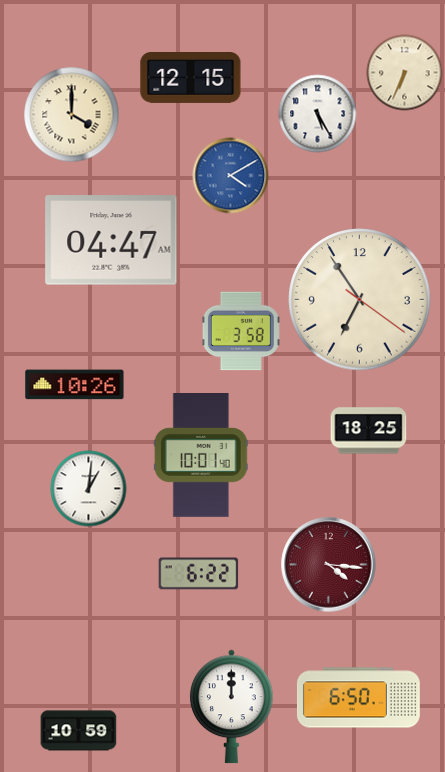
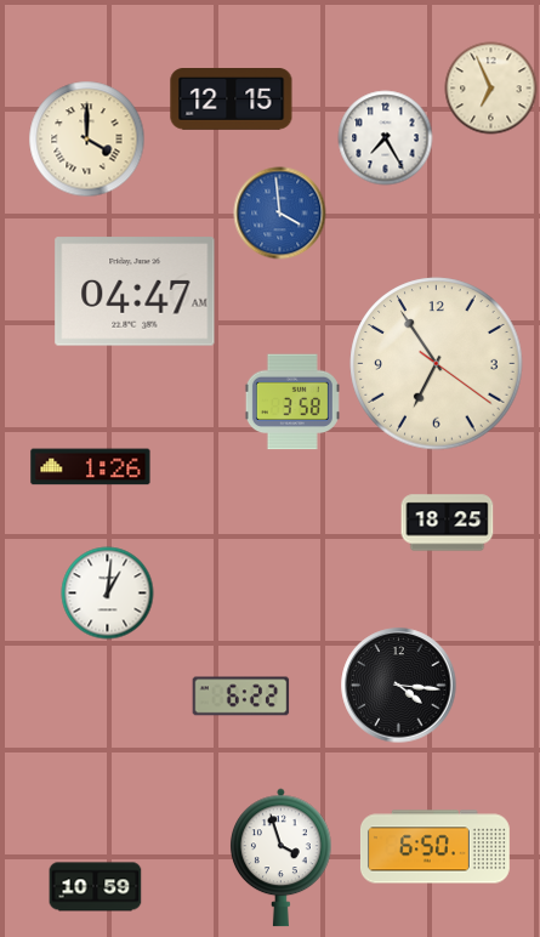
clock at (405, 73): 6:34 -> 6:56
clock at (191, 78) position: (191, 78) -> (232, 100)
clock at (318, 114): 5:25 -> 7:25
clock at (231, 176): 4:10 -> 3:59
clock at (75, 385): 10:26 -> 1:26
clock at (201, 456): 10:01 -> none
clock at (329, 565) dial: burgundy -> black
clock at (232, 707): 12:00 -> 3:57
